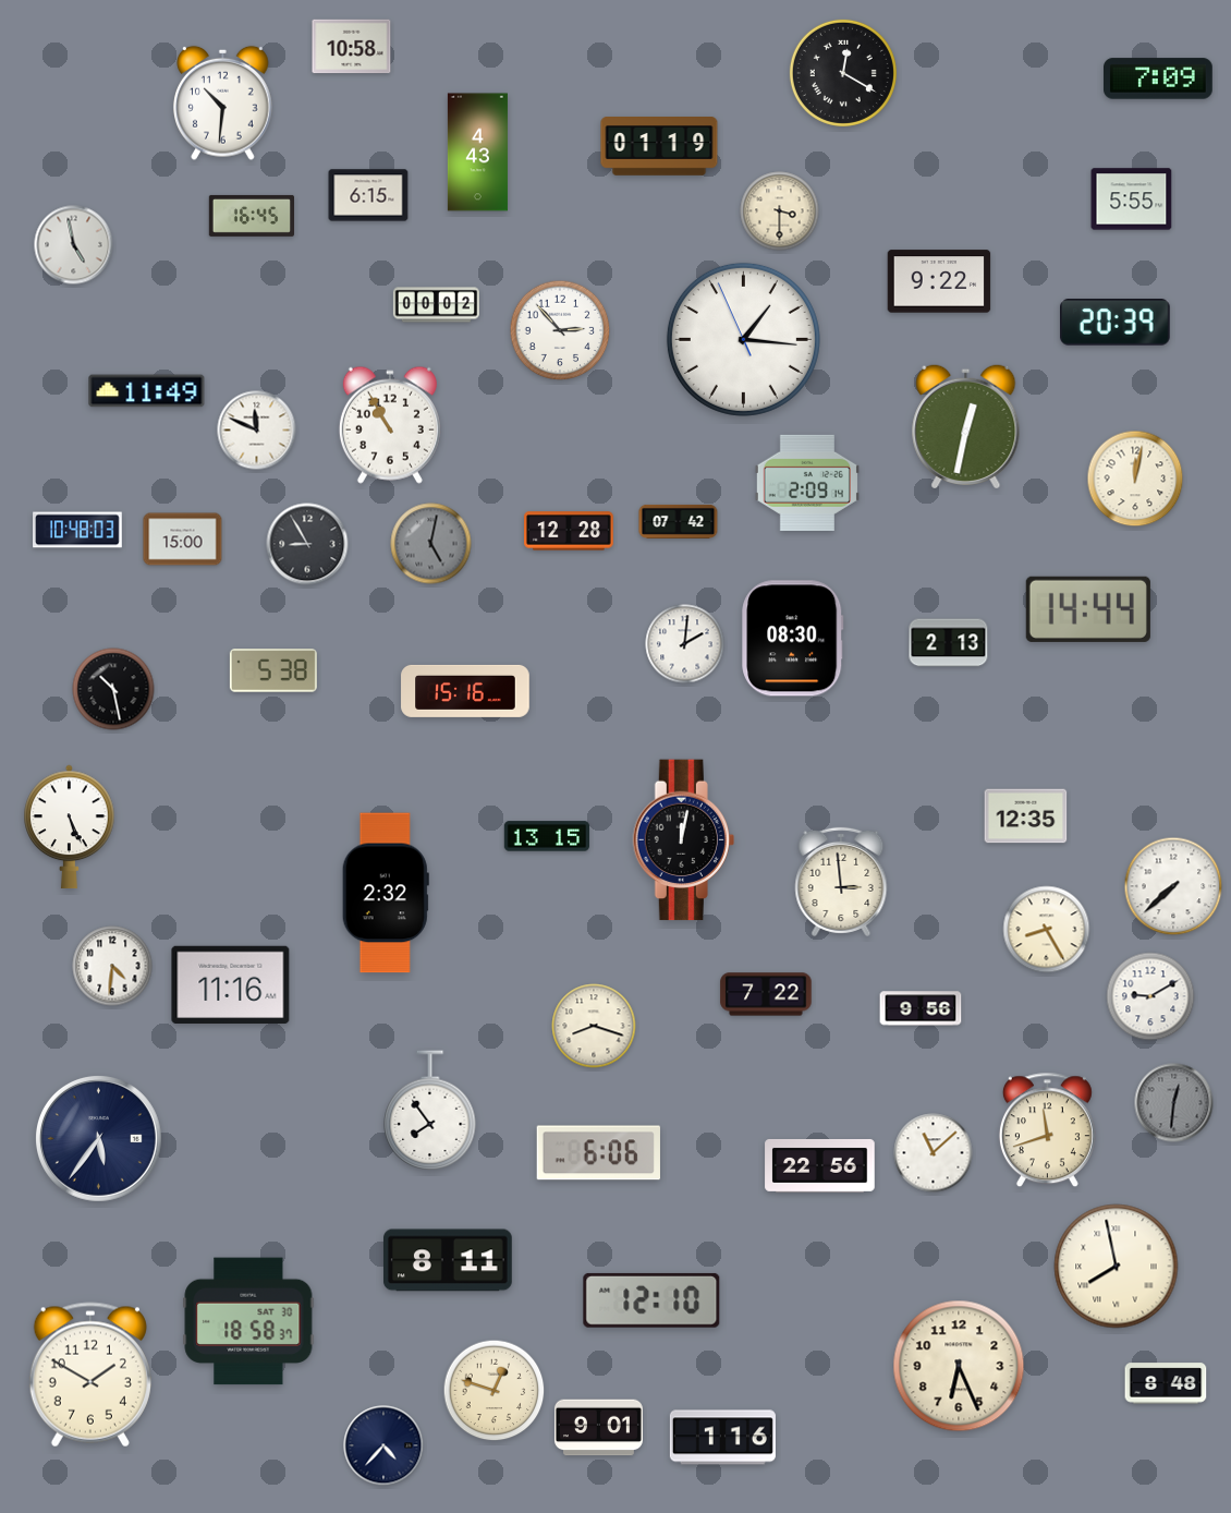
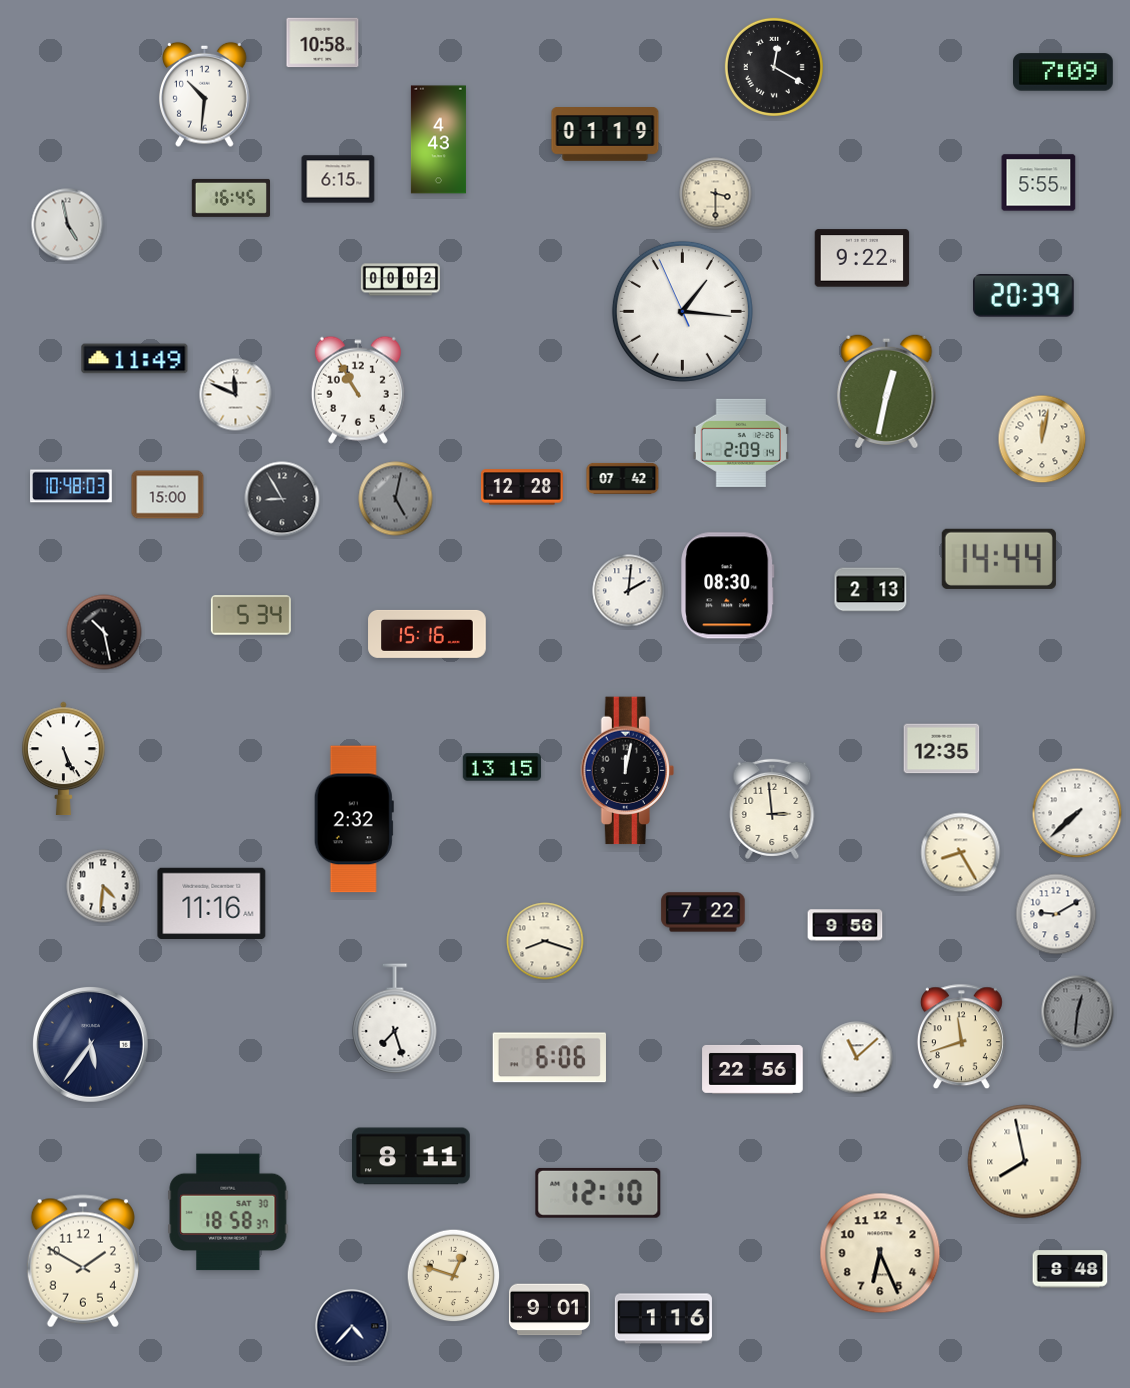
clock at (560, 330): 2:53 -> none
clock at (273, 670): 5:38 -> 5:34
clock at (430, 1111): 7:54 -> 7:27
